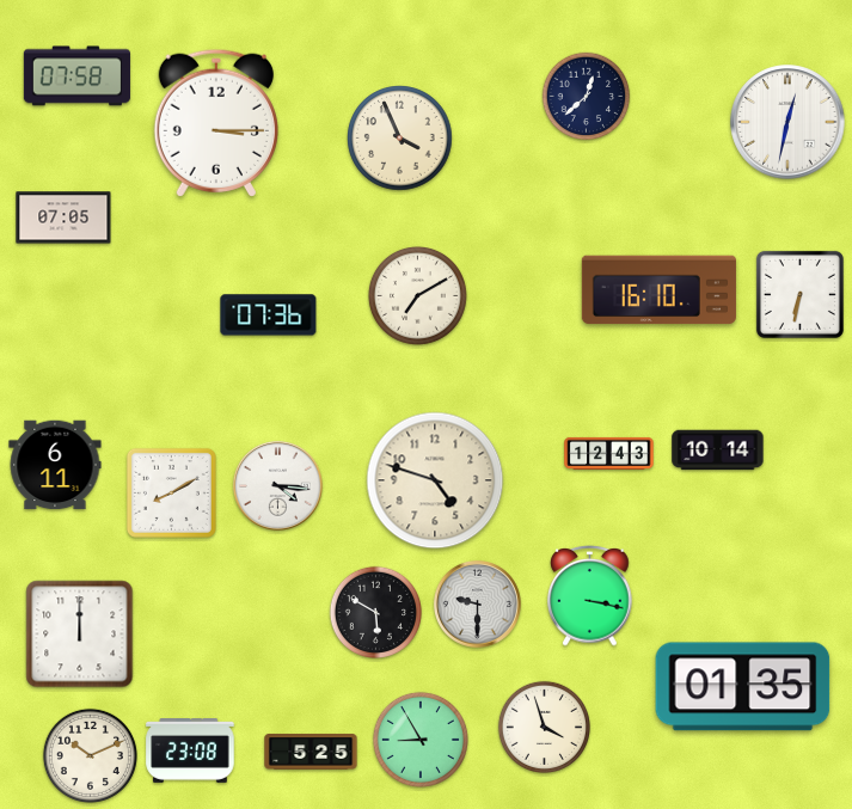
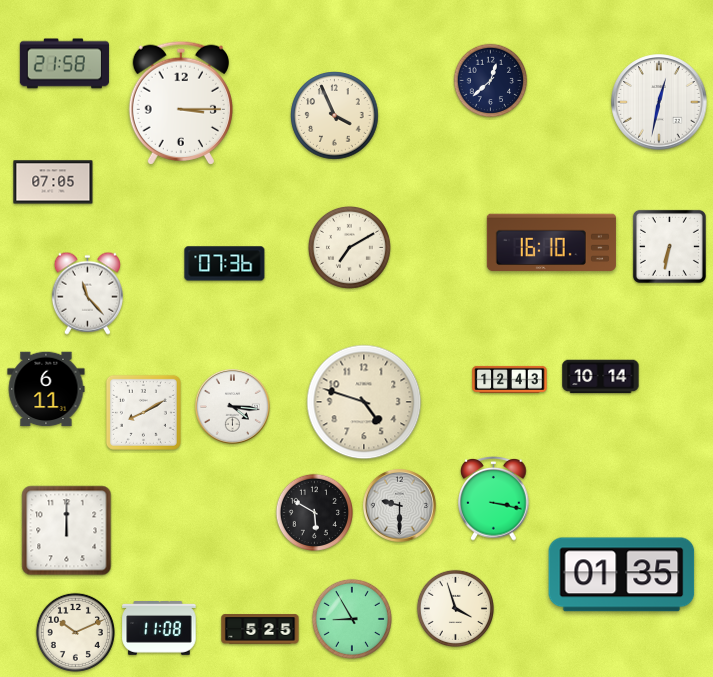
clock at (76, 76): 07:58 -> 21:58
clock at (87, 293): none -> 11:23
clock at (190, 752): 23:08 -> 11:08
